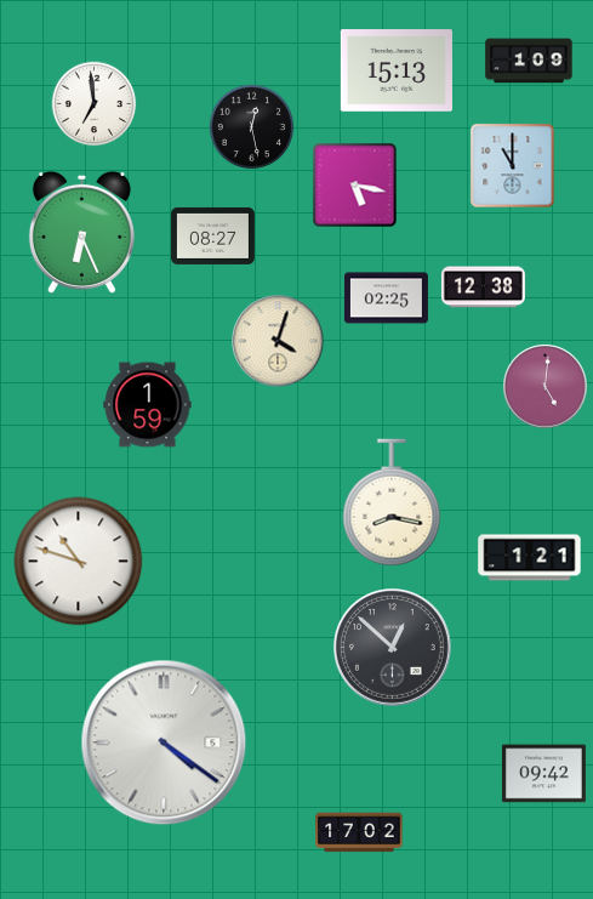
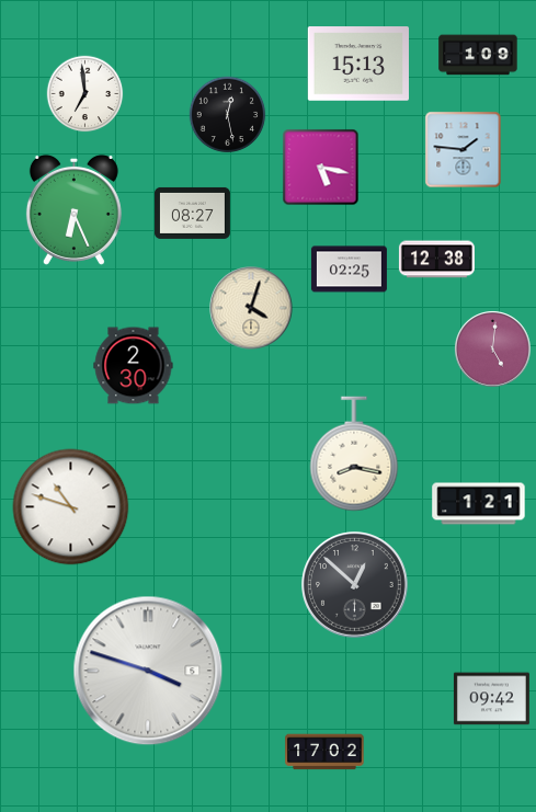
clock at (513, 166): 11:00 -> 1:46
clock at (148, 405): 1:59 -> 2:30
clock at (164, 742): 4:21 -> 3:48
